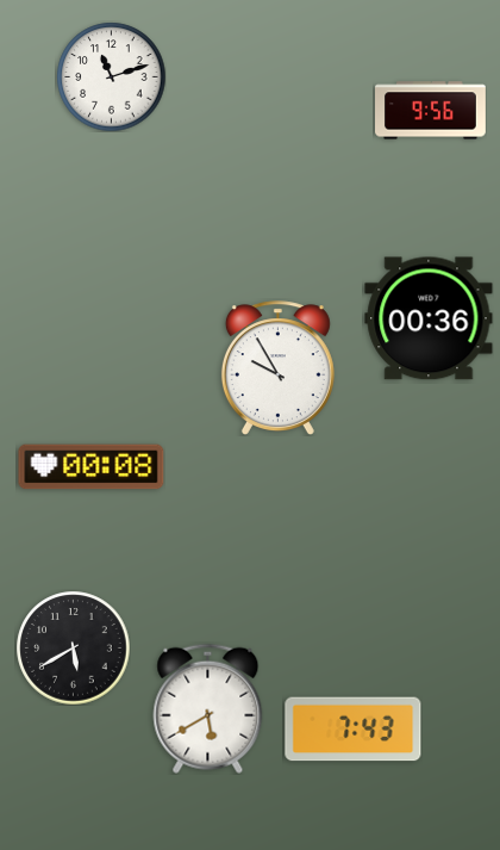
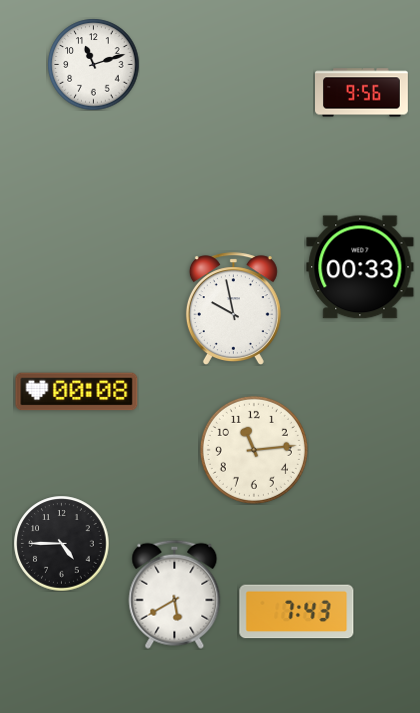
clock at (429, 318): 00:36 -> 00:33
clock at (277, 367): 9:55 -> 9:58
clock at (254, 450): none -> 11:14
clock at (73, 647): 5:40 -> 4:45
